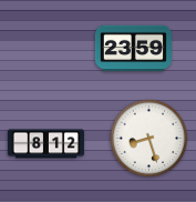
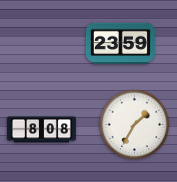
clock at (149, 139): 8:27 -> 1:35
clock at (45, 144): 8:12 -> 8:08
